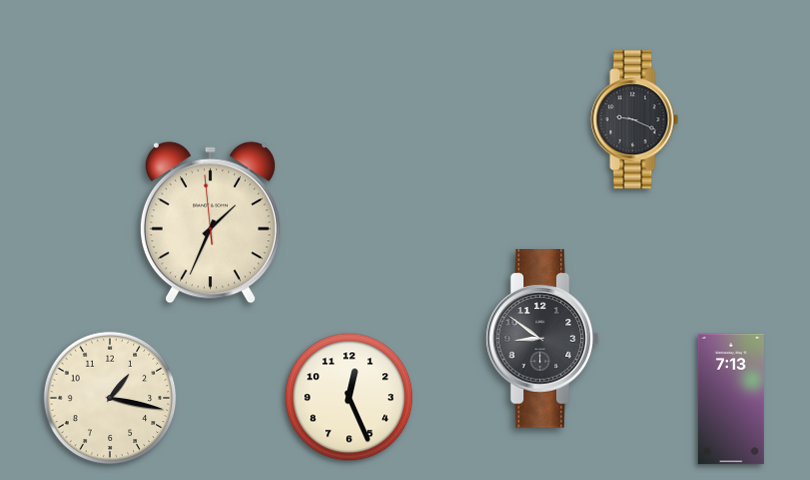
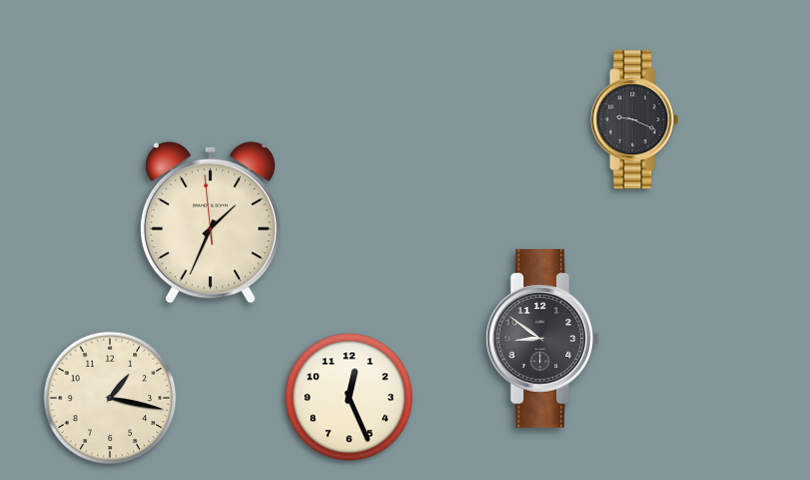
clock at (731, 399): 7:13 -> none
